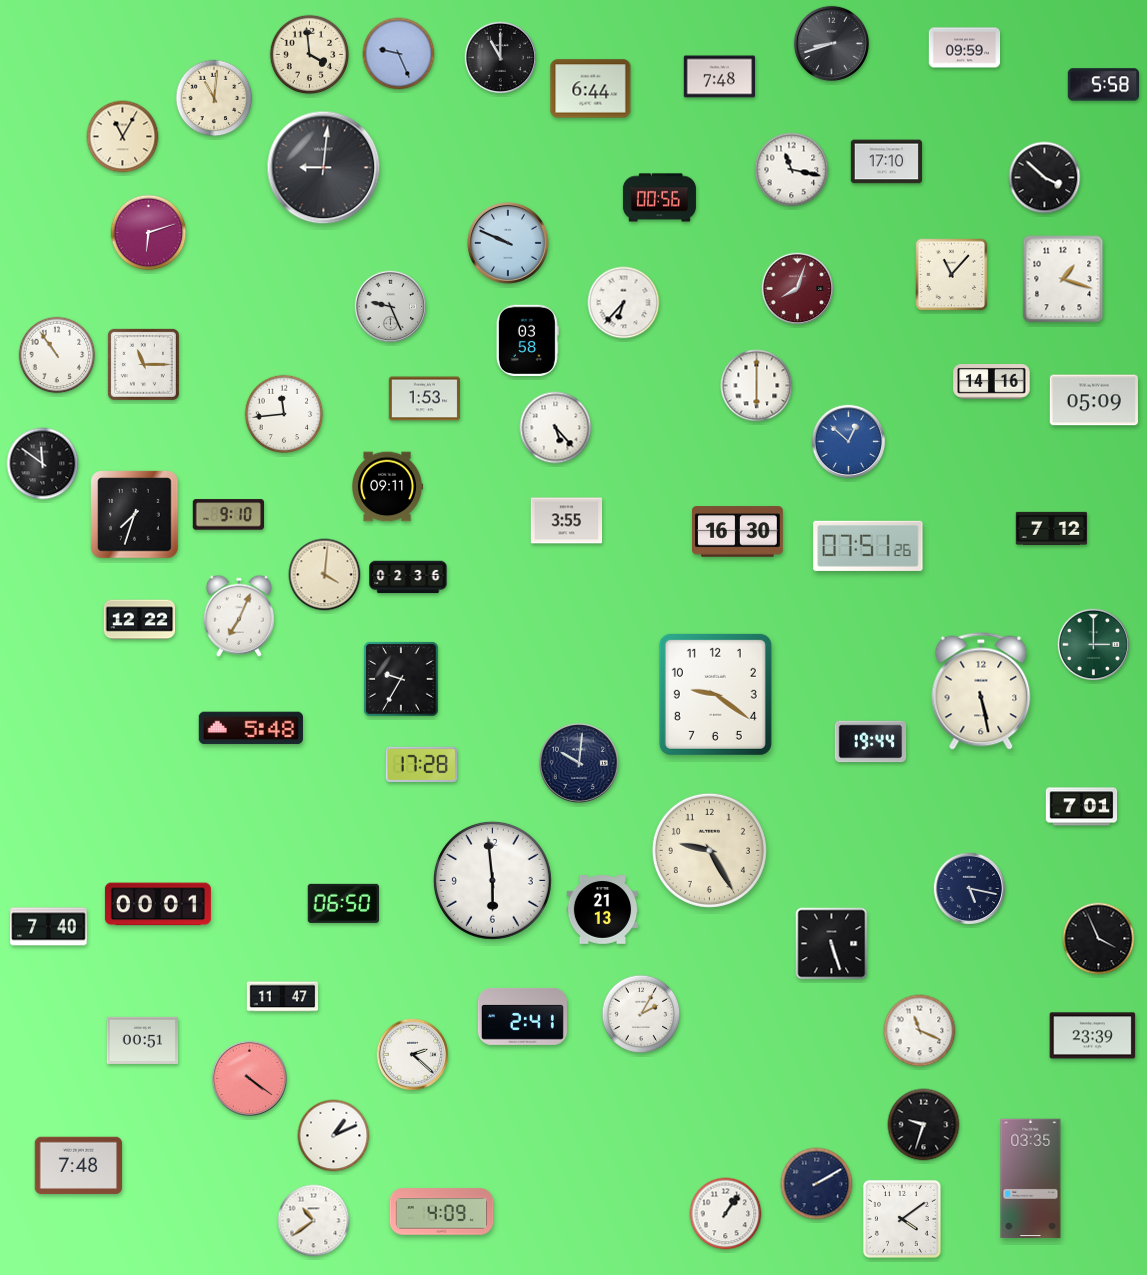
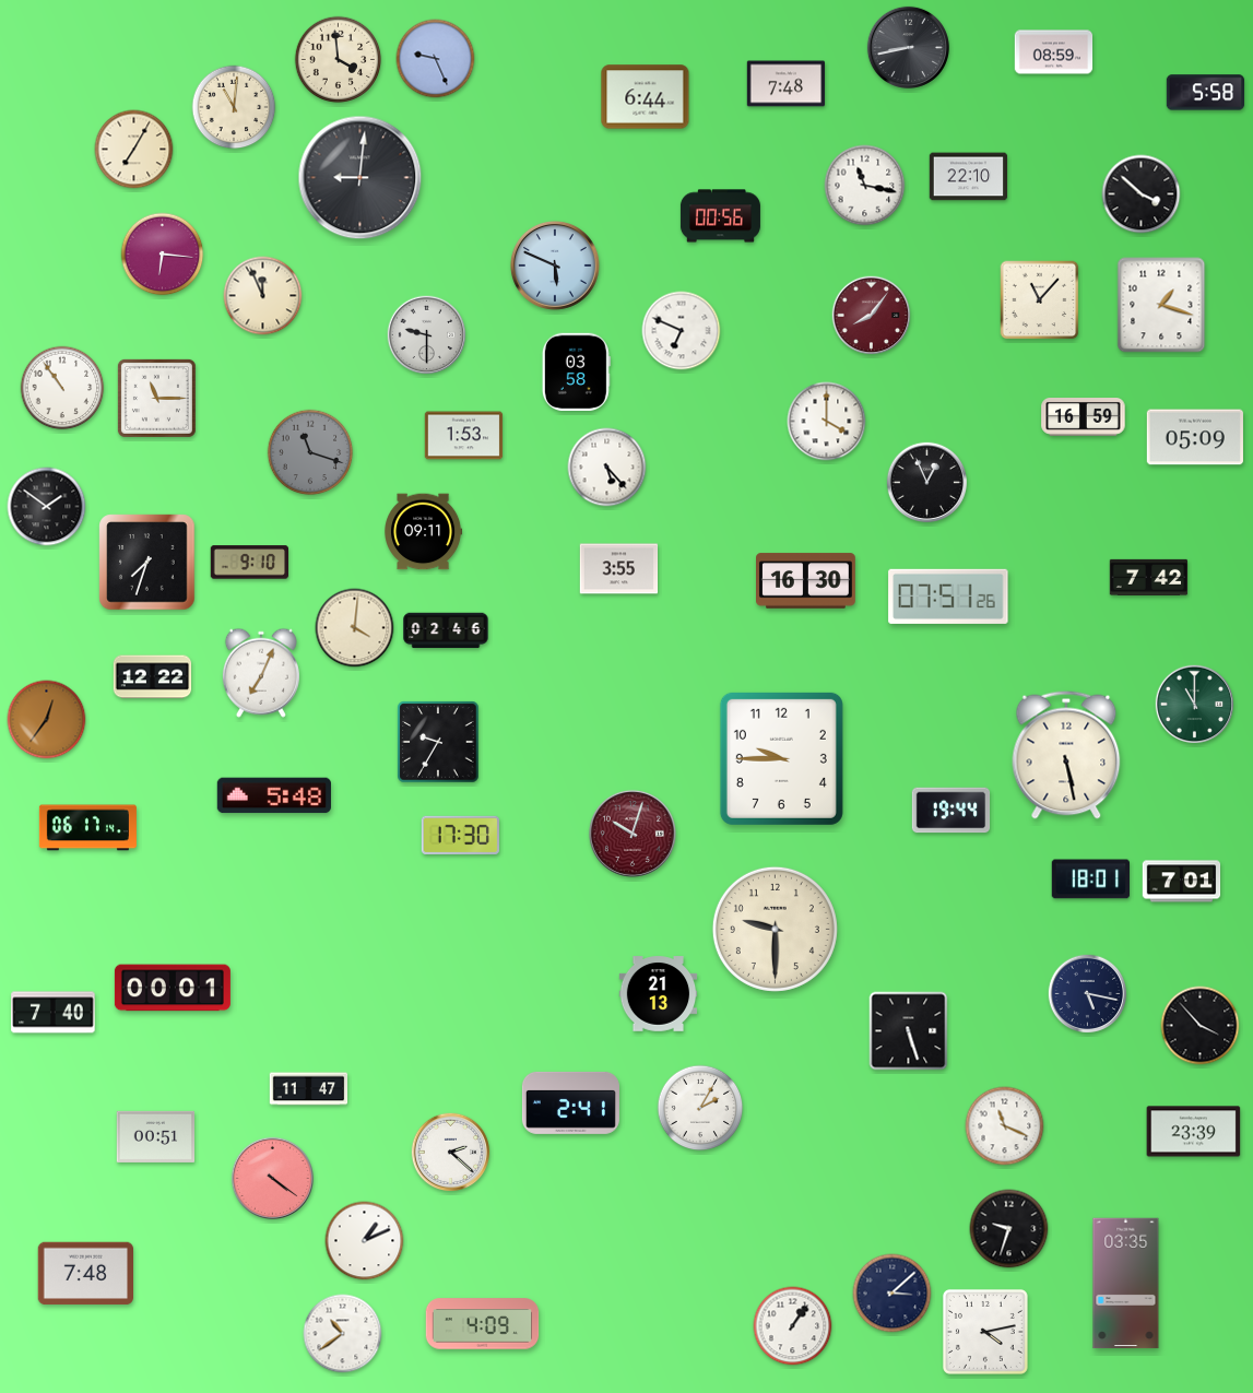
clock at (831, 43): 8:42 -> 8:43
clock at (965, 48): 09:59 -> 08:59
clock at (501, 58): 11:00 -> none
clock at (123, 137): 11:05 -> 7:05
clock at (887, 162): 17:10 -> 22:10
clock at (324, 168) position: (324, 168) -> (360, 178)
clock at (149, 233): 6:12 -> 6:16
clock at (508, 243): 9:49 -> 5:49
clock at (263, 296): none -> 11:56
clock at (798, 289): 8:03 -> 8:06
clock at (624, 303): 6:37 -> 6:49
clock at (391, 307): 9:26 -> 9:30
clock at (992, 382): 14:16 -> 16:59
clock at (757, 386): 6:00 -> 4:00
clock at (284, 414): 11:44 -> 11:18
clock at (284, 414) dial: white -> grey
clock at (848, 441): 12:52 -> 12:56
clock at (848, 441) dial: blue -> black
clock at (43, 464): 11:51 -> 1:51
clock at (1052, 528): 7:12 -> 7:42
clock at (408, 577): 02:36 -> 02:46
clock at (1094, 645): 3:00 -> 11:00
clock at (47, 720): none -> 12:36
clock at (981, 691) position: (981, 691) -> (1066, 755)
clock at (715, 694): 9:21 -> 9:45
clock at (87, 828): none -> 06:17
clock at (579, 763): 10:01 -> 10:03
clock at (579, 763) dial: navy -> burgundy
clock at (421, 764): 17:28 -> 17:30
clock at (1090, 880): none -> 18:01
clock at (709, 850): 9:25 -> 9:30
clock at (492, 880): 5:59 -> none
clock at (970, 889) position: (970, 889) -> (1088, 994)
clock at (343, 903): 06:50 -> none
clock at (1099, 939): 3:56 -> 3:53
clock at (522, 1016) position: (522, 1016) -> (570, 1102)
clock at (1031, 1179) position: (1031, 1179) -> (1126, 1284)
clock at (817, 1184): 2:10 -> 3:08
clock at (902, 1219): 4:09 -> 4:13
